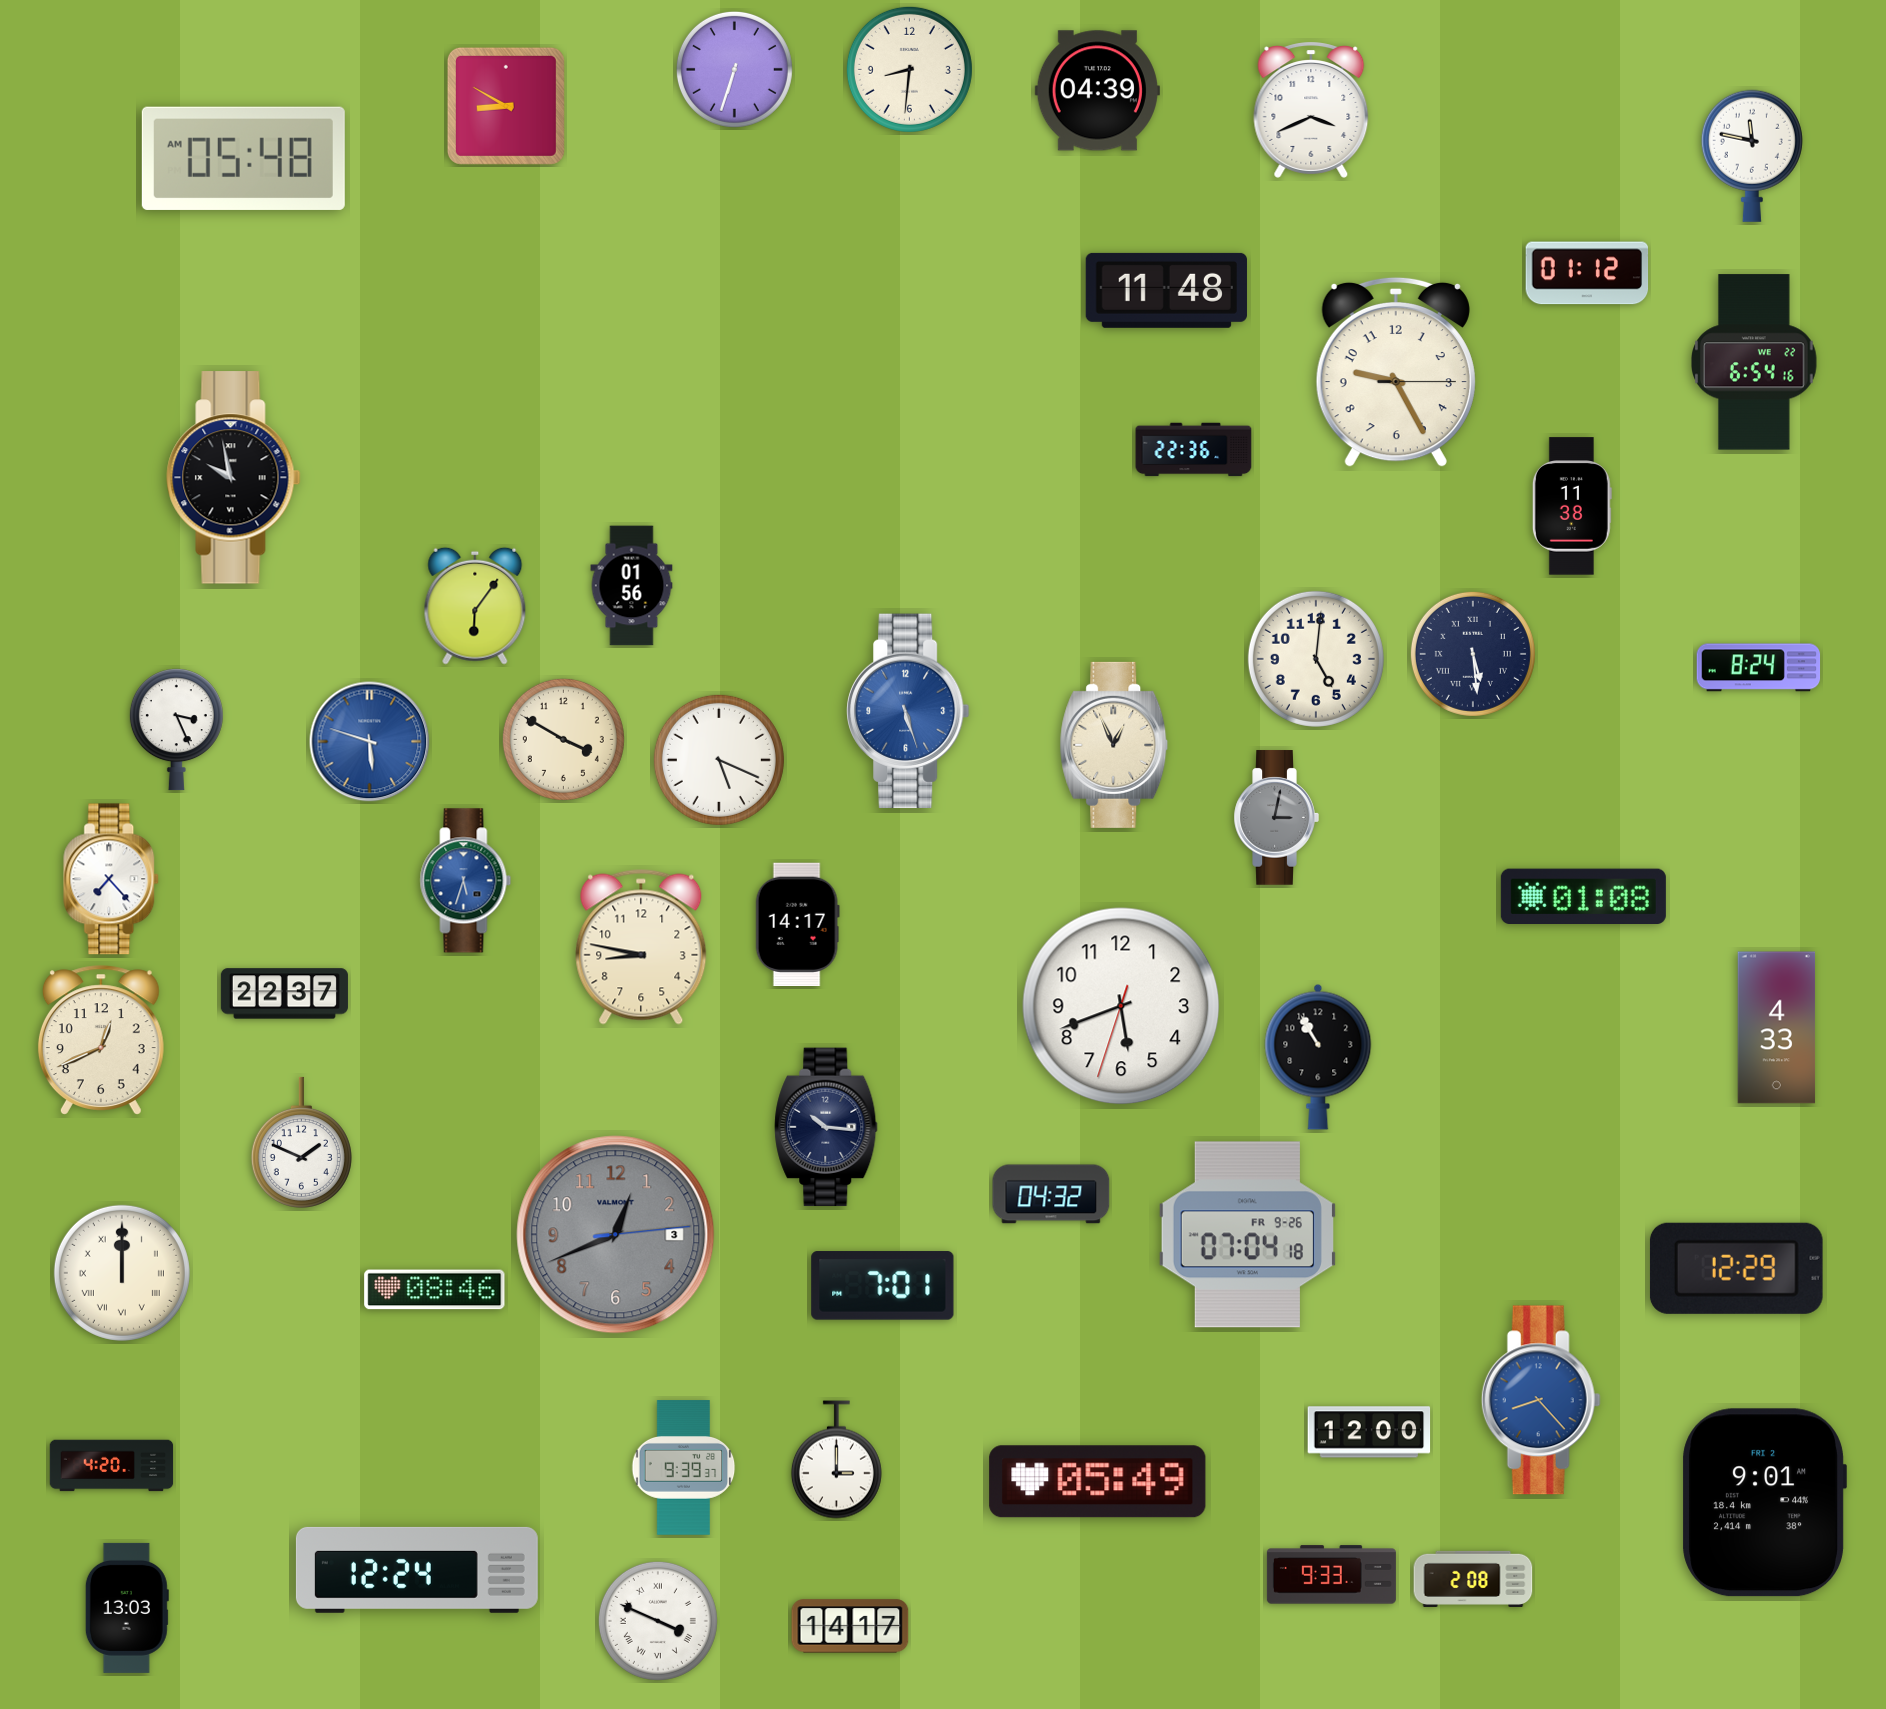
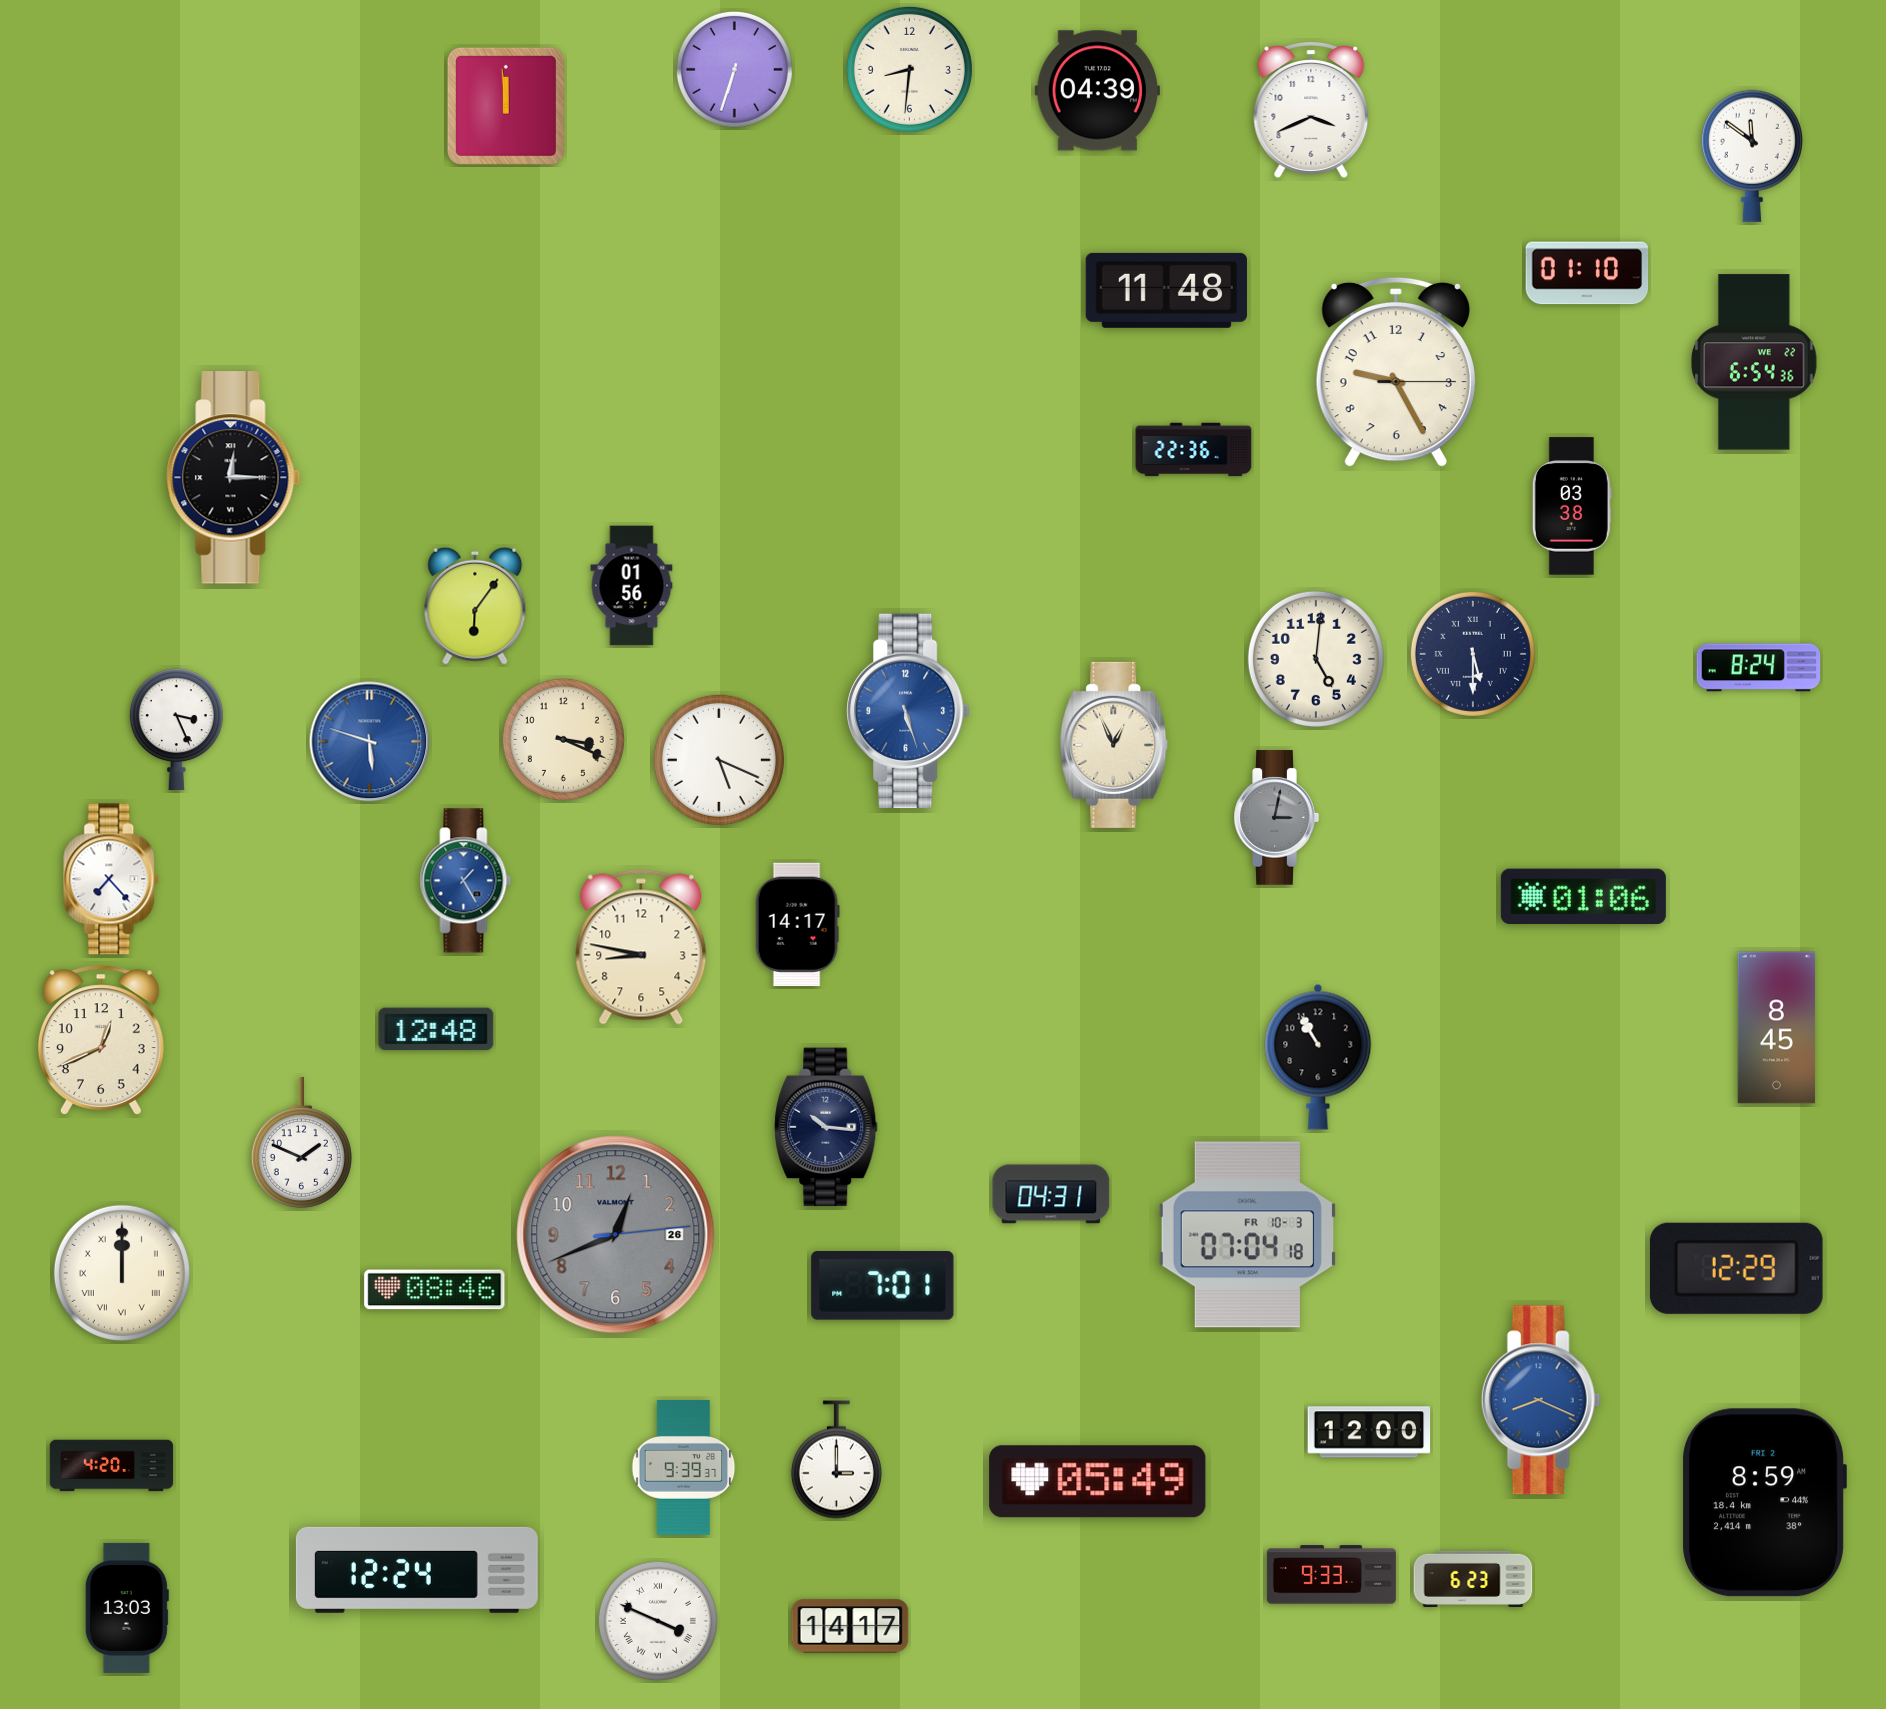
clock at (506, 106): 8:50 -> 11:59
clock at (1752, 156): 11:47 -> 11:51
clock at (243, 158): 05:48 -> none
clock at (1587, 273): 01:12 -> 01:10
clock at (1755, 362): 6:54:16 -> 6:54:36
clock at (234, 478): 9:58 -> 12:15
clock at (1572, 506): 11:38 -> 03:38
clock at (1473, 654): 5:29 -> 5:30
clock at (563, 739): 3:50 -> 3:19
clock at (466, 881): 5:33 -> 1:25
clock at (1583, 897): 01:08 -> 01:06
clock at (284, 994): 22:37 -> none
clock at (1121, 1006): 5:41 -> none
clock at (1777, 1028): 4:33 -> 8:45
clock at (436, 1029): none -> 12:48
clock at (1051, 1194): 04:32 -> 04:31
clock at (616, 1235) date: 3 -> 26
clock at (1247, 1235) date: FR 9-26 -> FR 10-3
clock at (1541, 1400): 8:23 -> 8:19
clock at (1764, 1503): 9:01 -> 8:59
clock at (1473, 1579): 2:08 -> 6:23
